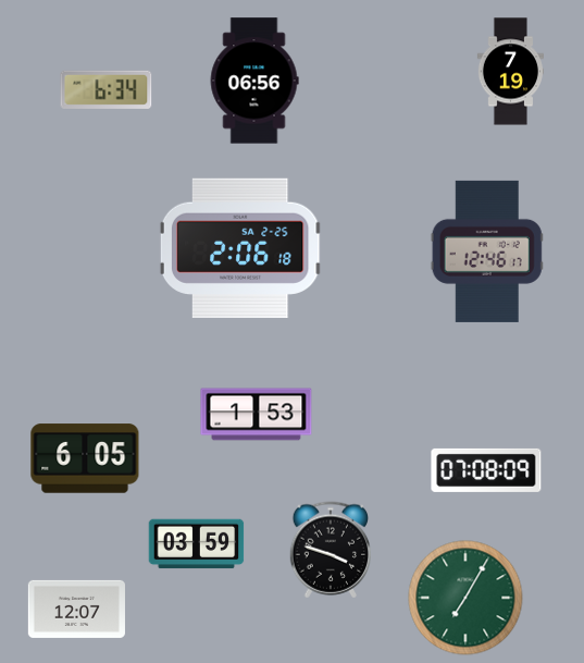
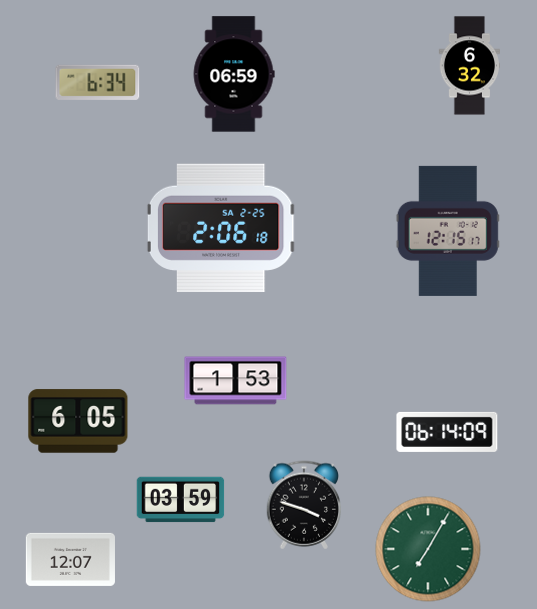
clock at (510, 72): 7:19 -> 6:32
clock at (254, 81): 06:56 -> 06:59
clock at (487, 251): 12:46 -> 12:15
clock at (486, 470): 07:08 -> 06:14
